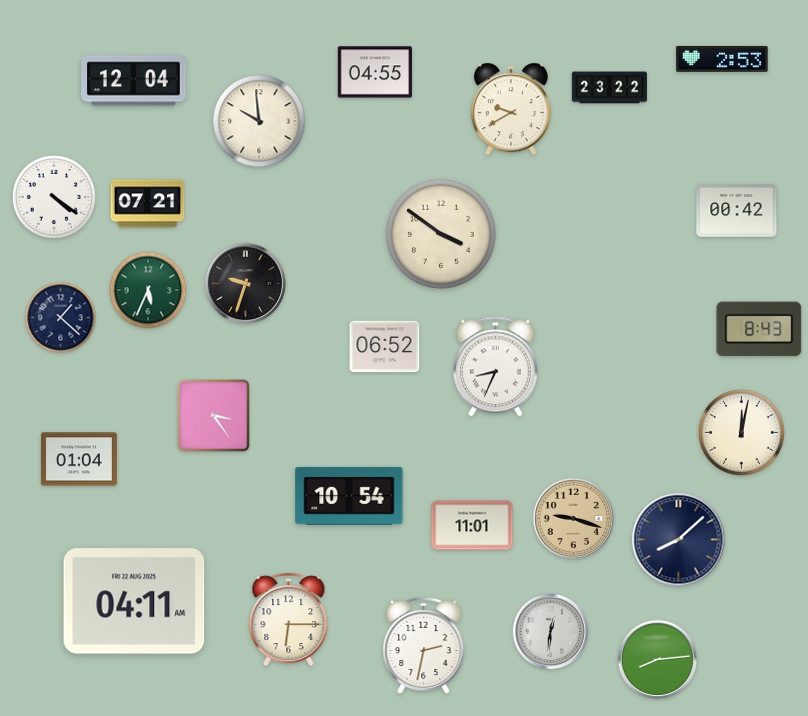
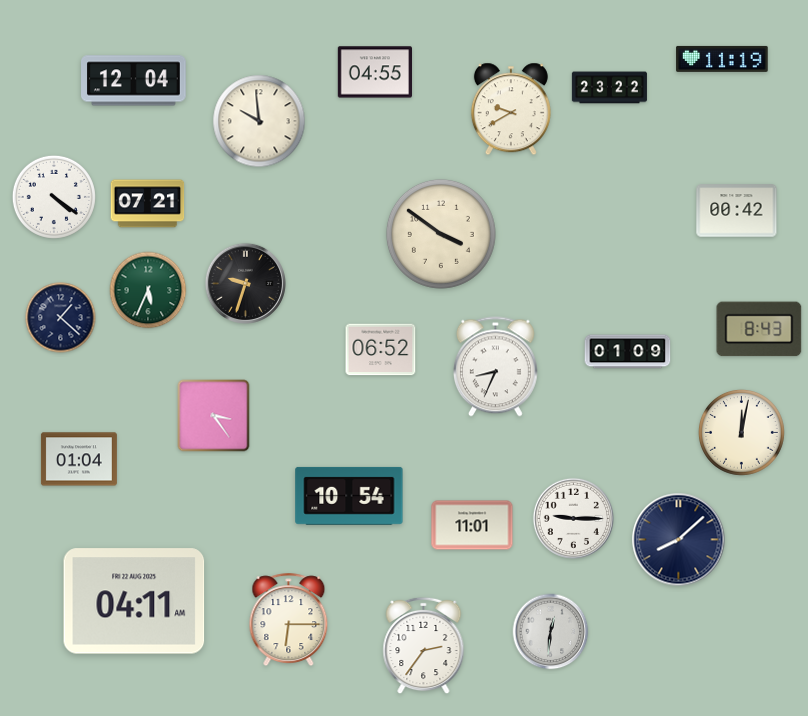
clock at (722, 59): 2:53 -> 11:19
clock at (385, 347) position: (385, 347) -> (381, 350)
clock at (628, 352): none -> 01:09
clock at (573, 518): 9:18 -> 9:15
clock at (573, 518) dial: champagne -> white
clock at (424, 646): 2:32 -> 2:36
clock at (658, 660): 8:14 -> none
